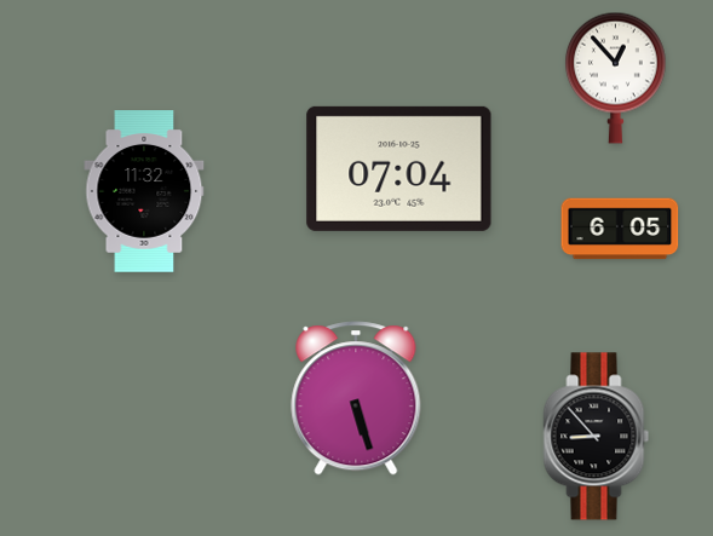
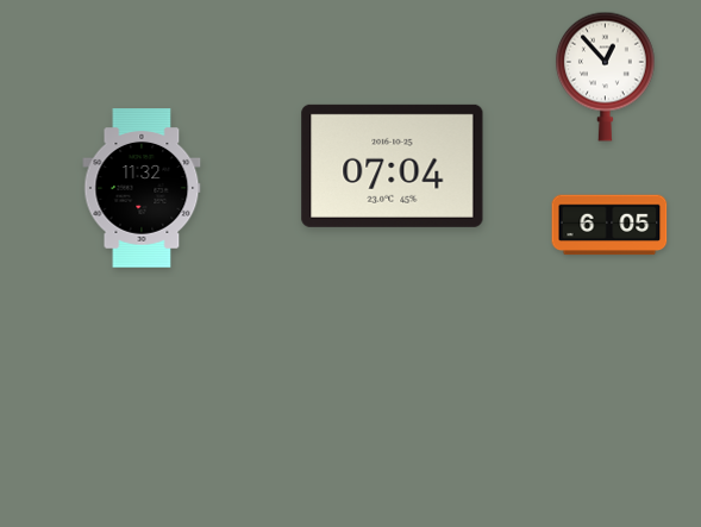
clock at (356, 398): 5:27 -> none
clock at (597, 437): 8:53 -> none
